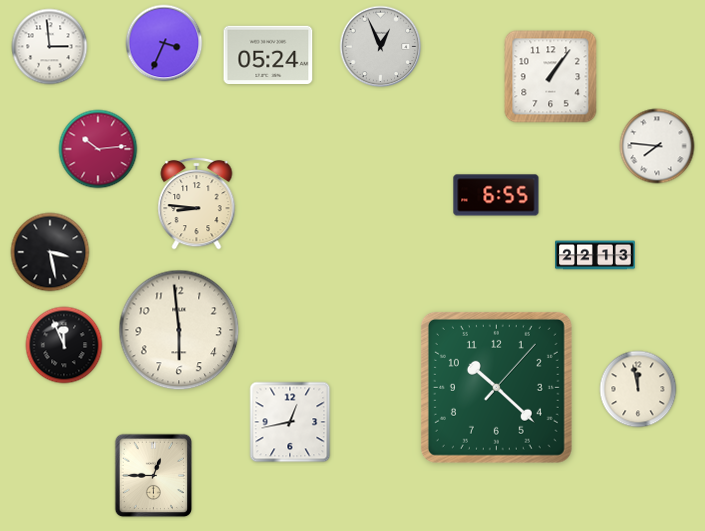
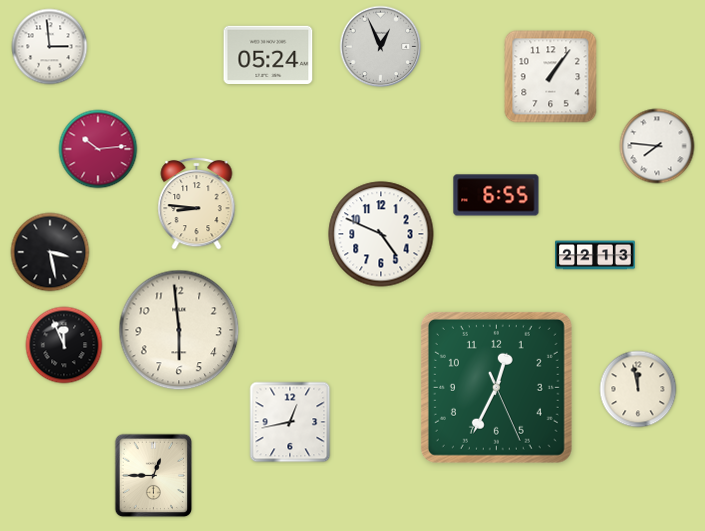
clock at (164, 43): 3:34 -> none
clock at (381, 234): none -> 4:49
clock at (496, 387): 10:22 -> 12:34
